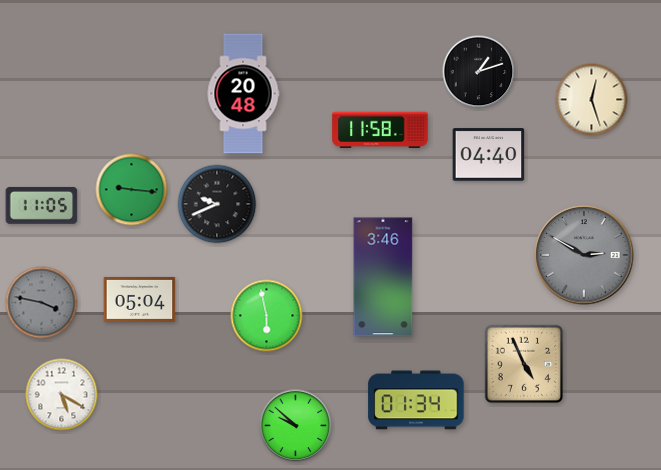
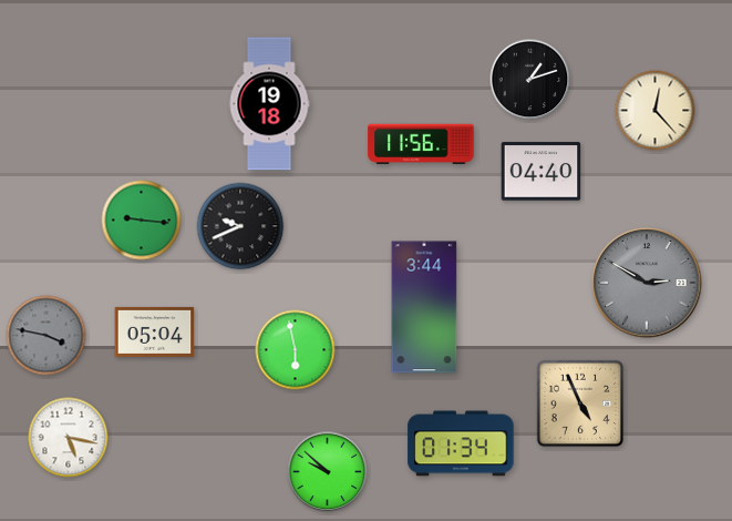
clock at (243, 94): 20:48 -> 19:18
clock at (592, 100): 12:27 -> 12:23
clock at (380, 129): 11:58 -> 11:56
clock at (132, 190) position: (132, 190) -> (142, 221)
clock at (42, 205): 11:05 -> none
clock at (383, 277): 3:46 -> 3:44
clock at (62, 395): 5:20 -> 5:17
